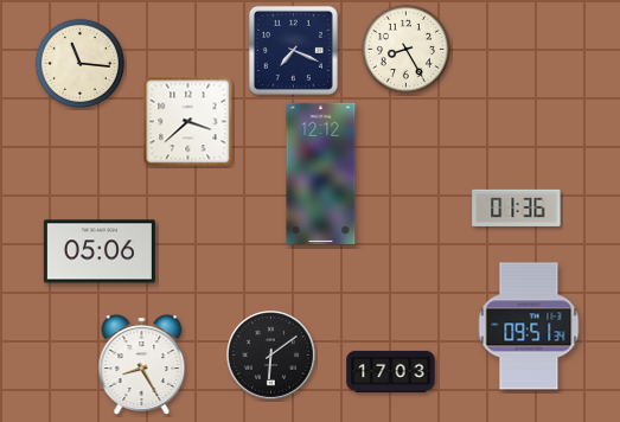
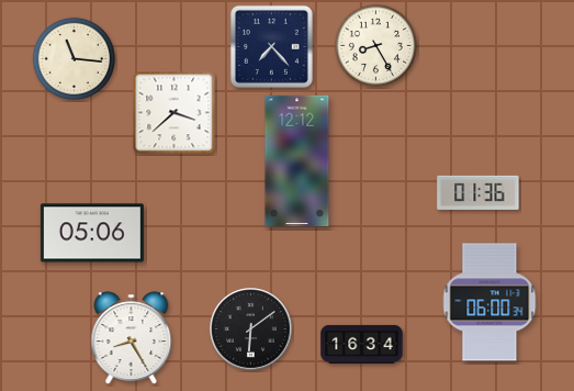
clock at (293, 50): 7:19 -> 7:23
clock at (529, 326): 09:51 -> 06:00
clock at (391, 371): 17:03 -> 16:34
